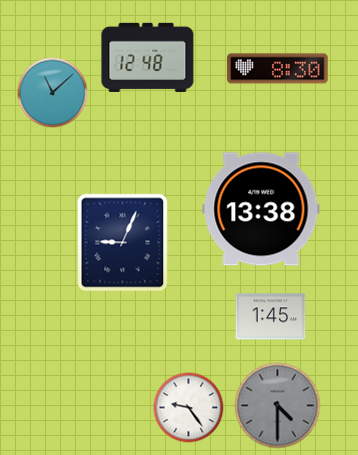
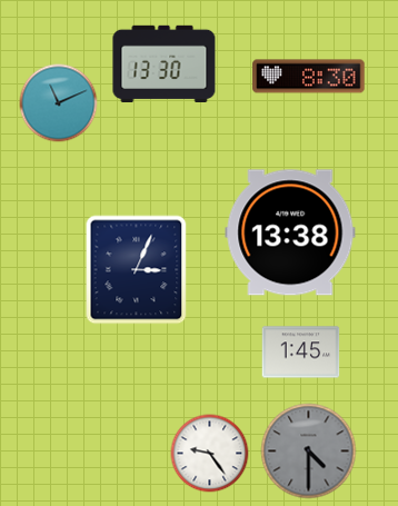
clock at (148, 57): 12:48 -> 13:30
clock at (53, 93): 11:08 -> 11:11
clock at (123, 243): 9:04 -> 3:04
